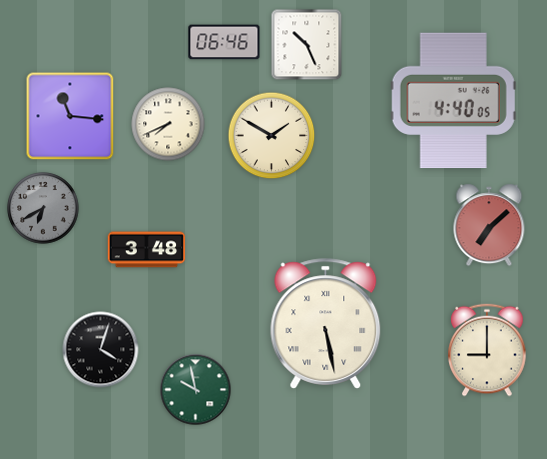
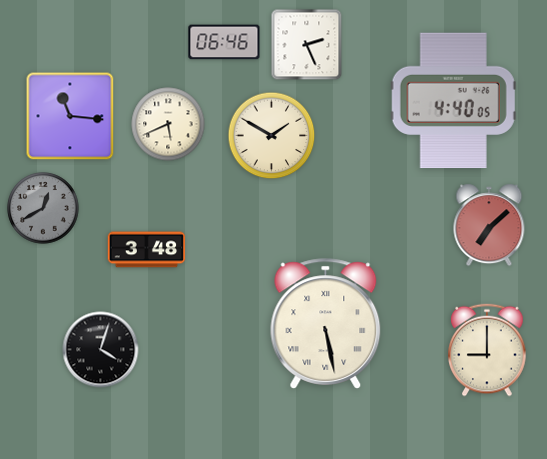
clock at (307, 45): 10:26 -> 2:26
clock at (168, 124): 7:41 -> 5:41
clock at (43, 208): 6:40 -> 12:40
clock at (196, 390): 9:58 -> none
